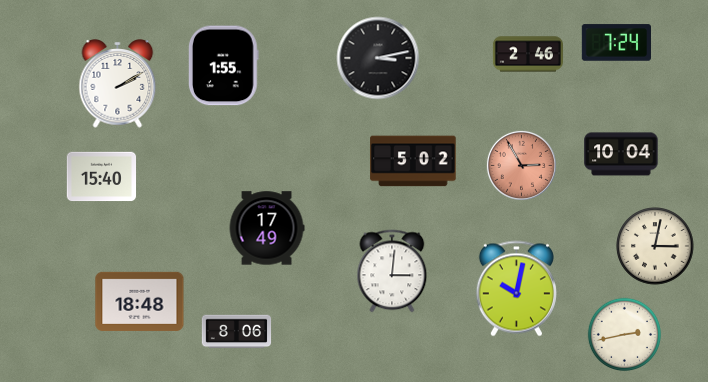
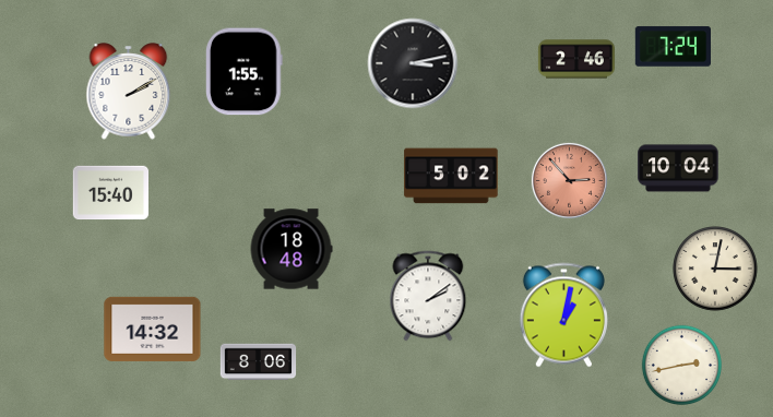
clock at (521, 165): 2:55 -> 2:53
clock at (267, 228): 17:49 -> 18:48
clock at (392, 271): 3:01 -> 2:09
clock at (516, 289): 10:02 -> 1:02
clock at (140, 301): 18:48 -> 14:32
